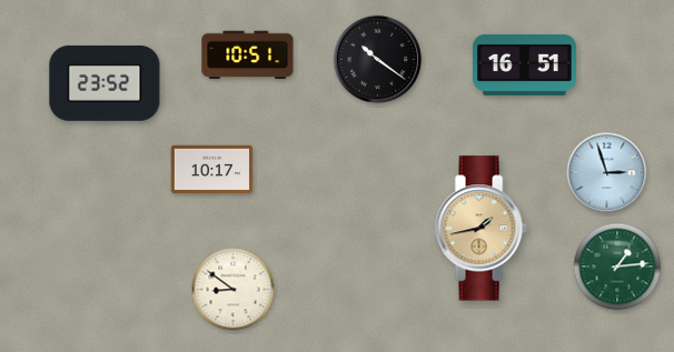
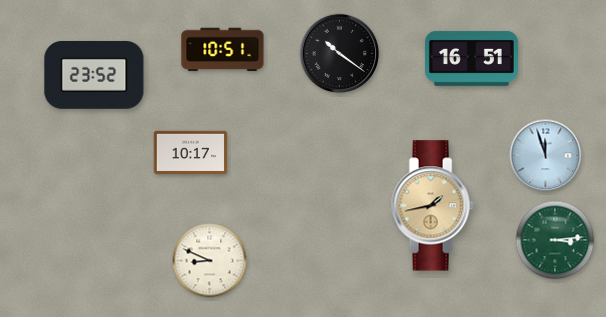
clock at (607, 173): 2:57 -> 11:57
clock at (617, 266): 1:14 -> 3:14
clock at (234, 290): 8:51 -> 8:49
